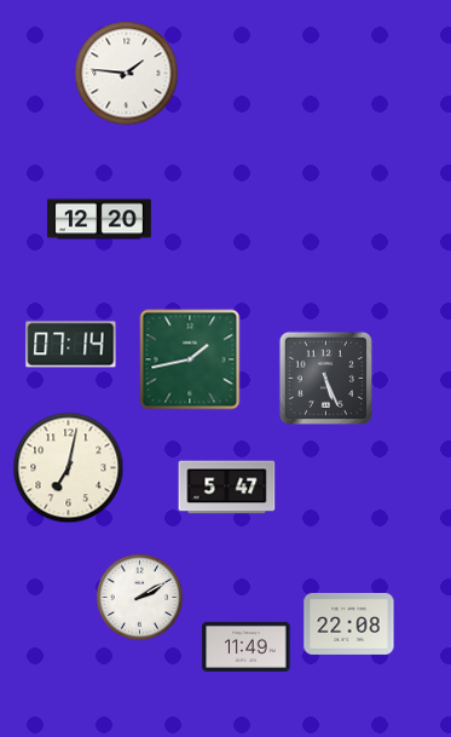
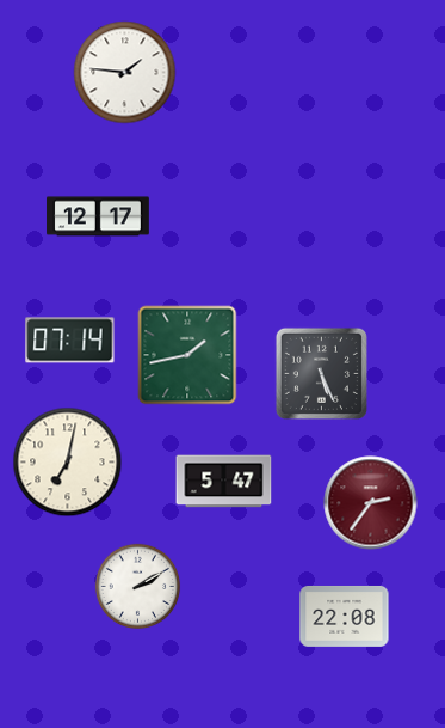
clock at (100, 219): 12:20 -> 12:17
clock at (371, 503): none -> 2:36
clock at (140, 598) position: (140, 598) -> (138, 587)
clock at (247, 646): 11:49 -> none
